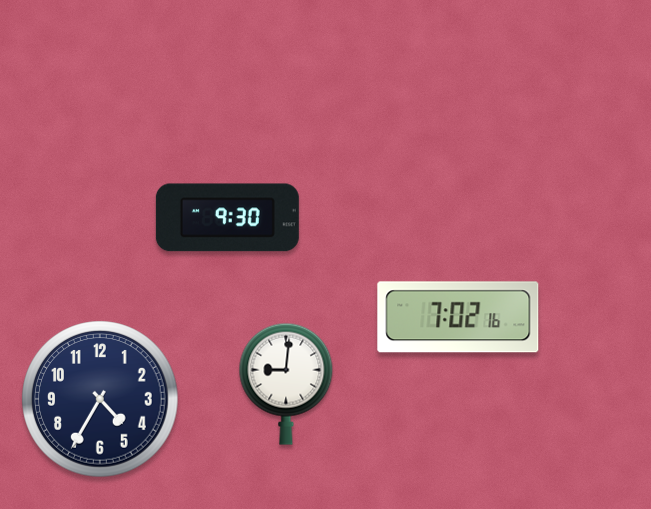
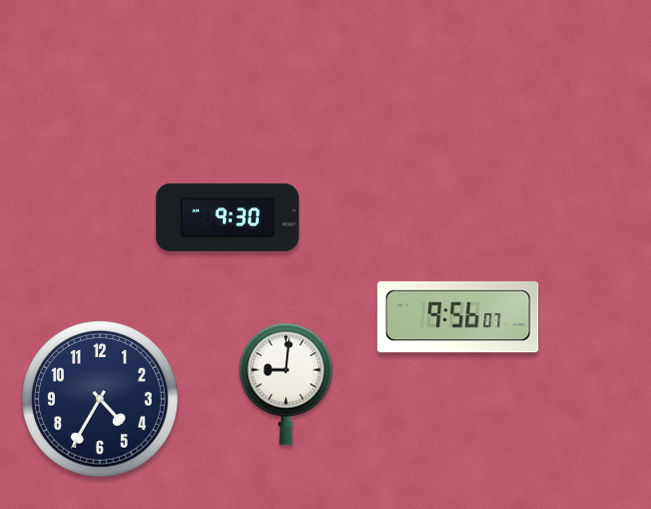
clock at (458, 317): 7:02 -> 9:56
